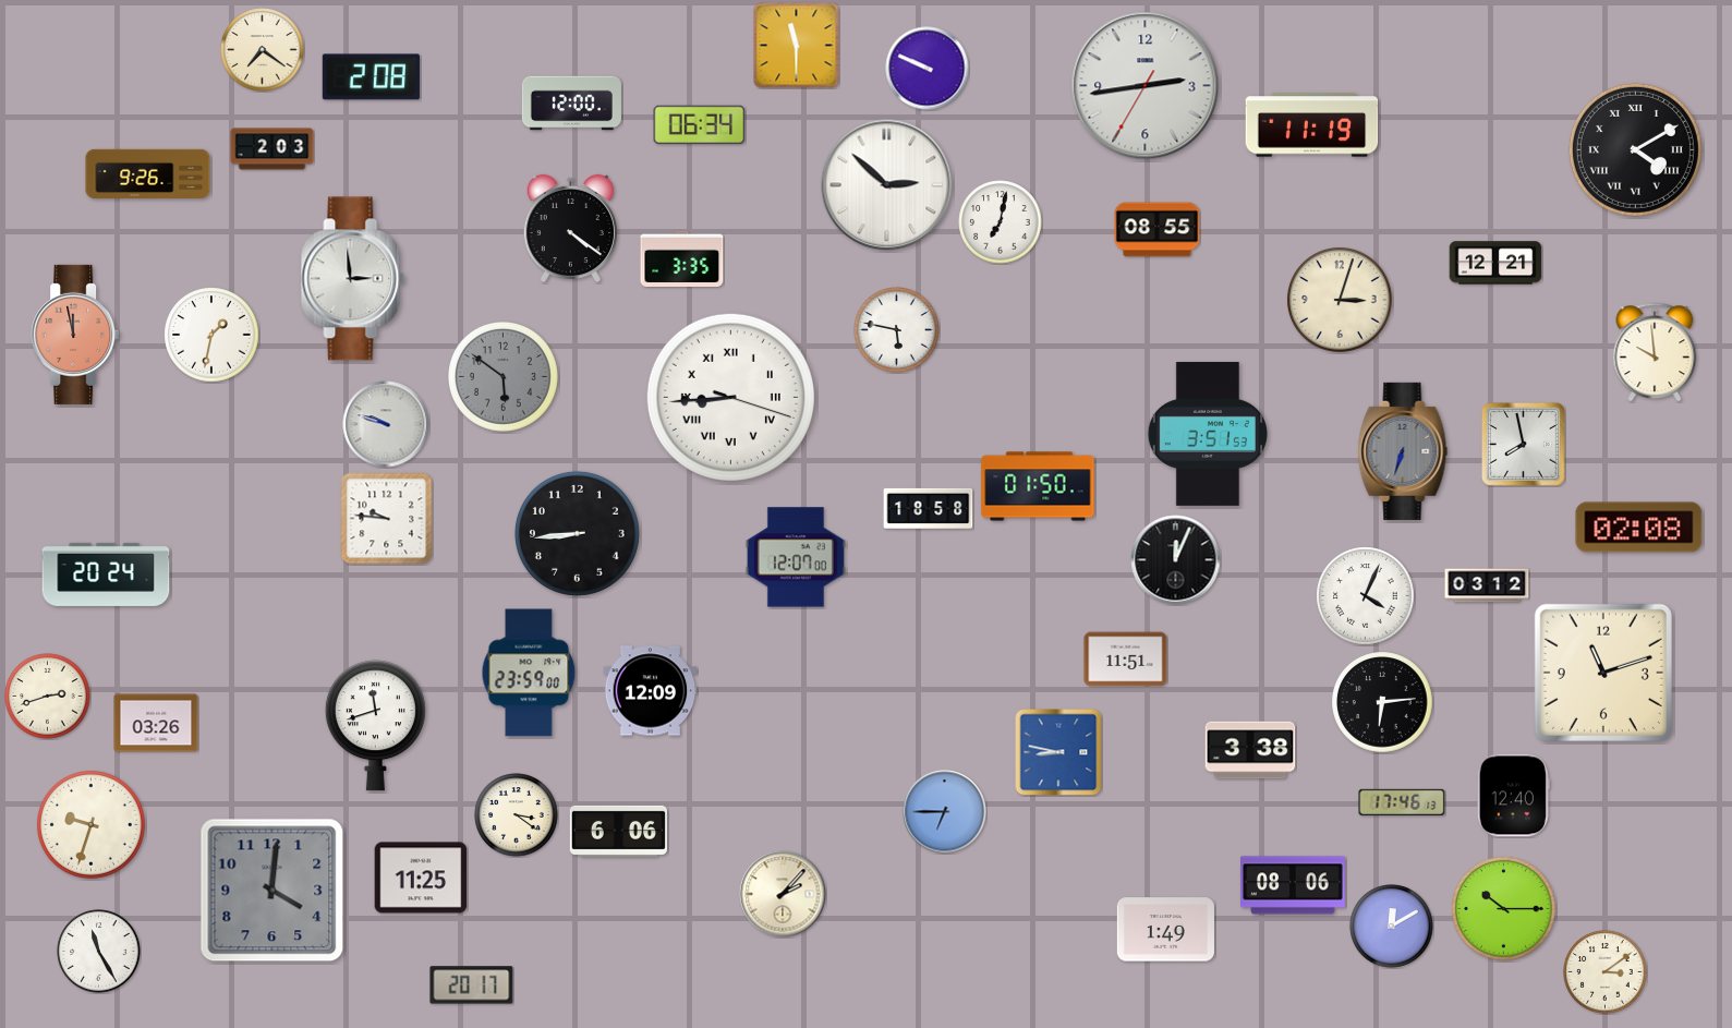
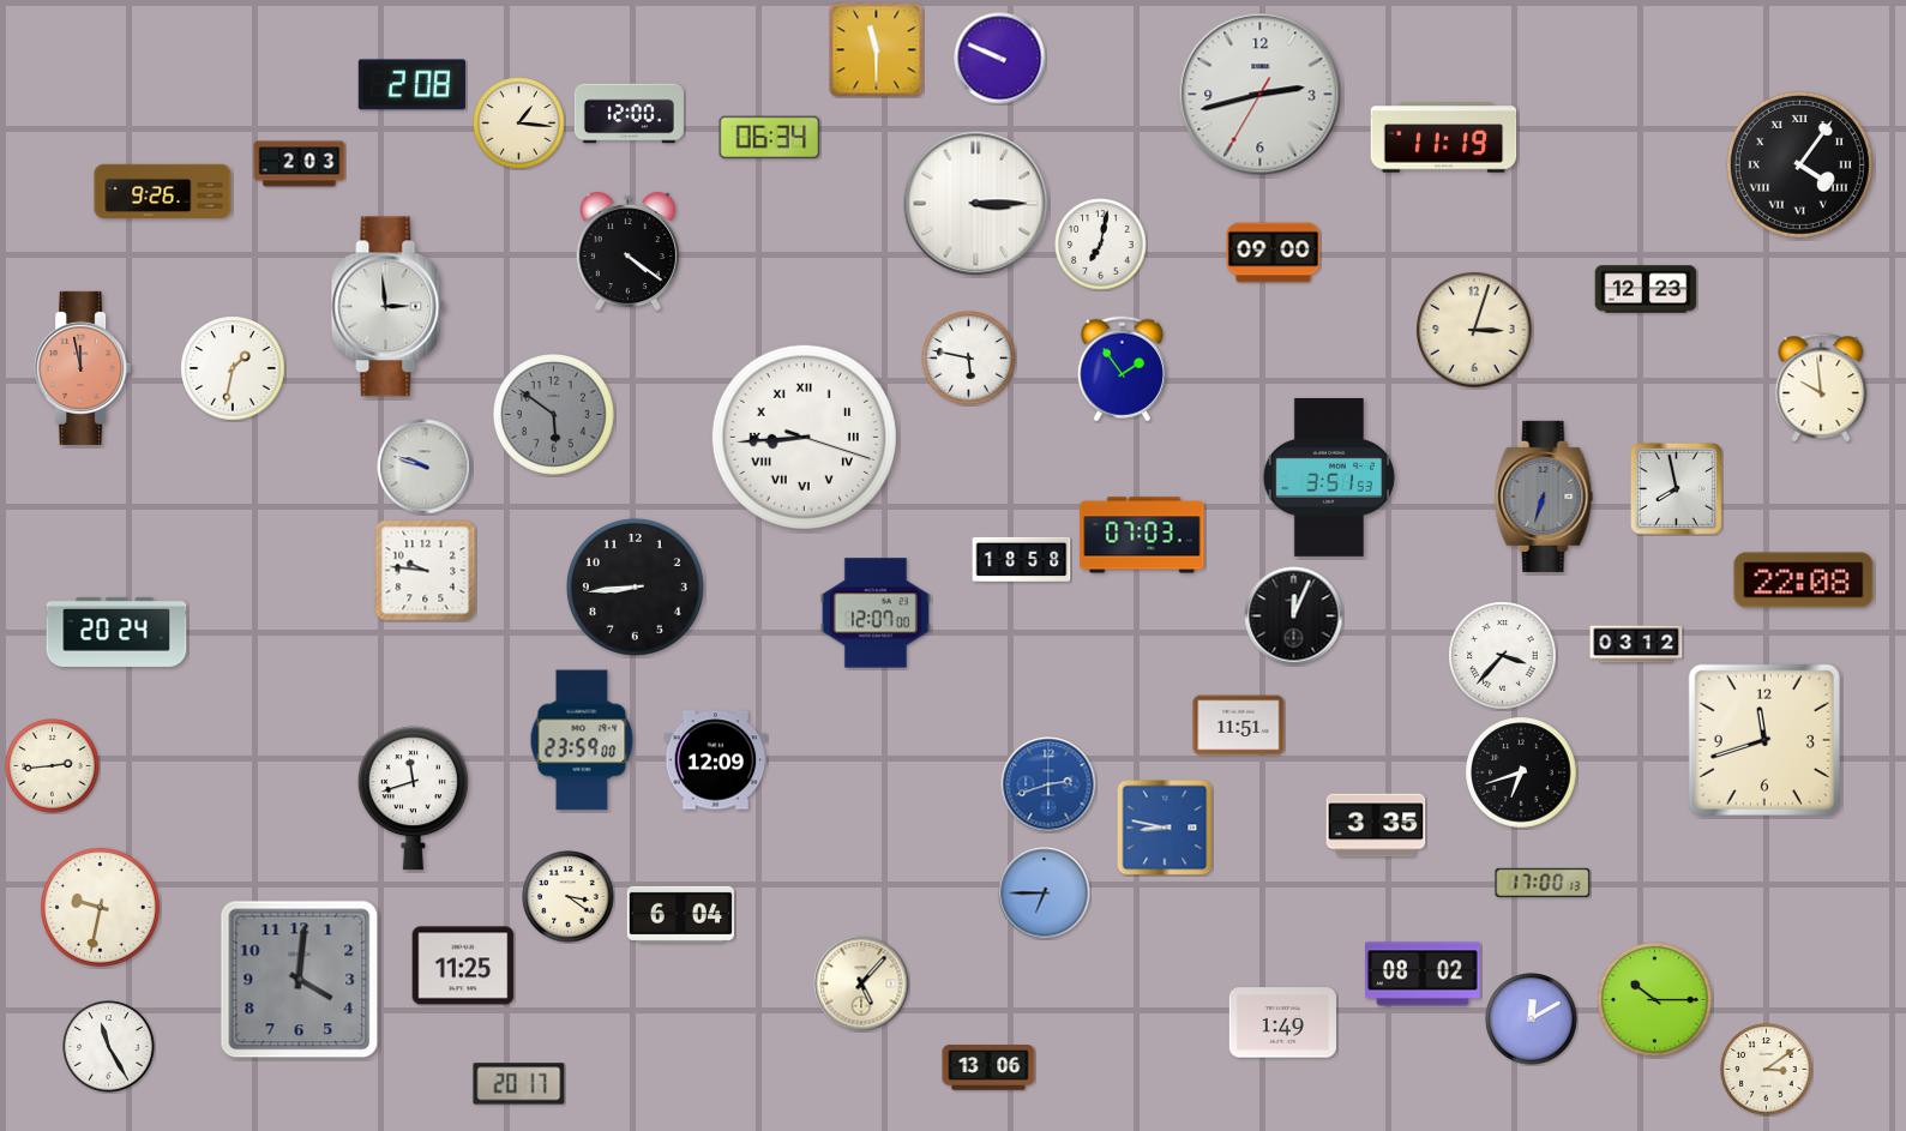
clock at (263, 50): 7:21 -> none
clock at (928, 69) position: (928, 69) -> (1000, 59)
clock at (371, 77) position: (371, 77) -> (411, 85)
clock at (1146, 86): 2:43 -> 2:42
clock at (519, 124): none -> 1:16
clock at (1635, 149): 4:10 -> 4:06
clock at (887, 185): 2:52 -> 3:15
clock at (1158, 230): 08:55 -> 09:00
clock at (682, 258): 3:35 -> none
clock at (1495, 263): 12:21 -> 12:23
clock at (897, 330) position: (897, 330) -> (969, 359)
clock at (1122, 369): none -> 1:54
clock at (1038, 486): 01:50 -> 07:03
clock at (1639, 528): 02:08 -> 22:08
clock at (1366, 596): 4:04 -> 3:37
clock at (1603, 673): 11:12 -> 11:42
clock at (48, 697): 2:42 -> 2:44
clock at (1382, 702): 6:14 -> 6:42
clock at (1048, 784): none -> 2:42
clock at (156, 723): 03:26 -> none
clock at (1250, 750): 3:38 -> 3:35
clock at (1513, 796): 12:40 -> none
clock at (1402, 802): 17:46 -> 17:00
clock at (945, 812) position: (945, 812) -> (1045, 894)
clock at (92, 825): 9:33 -> 9:32
clock at (618, 831): 6:06 -> 6:04
clock at (1294, 885): 08:06 -> 08:02
clock at (783, 894): 2:07 -> 5:07
clock at (988, 1067): none -> 13:06
